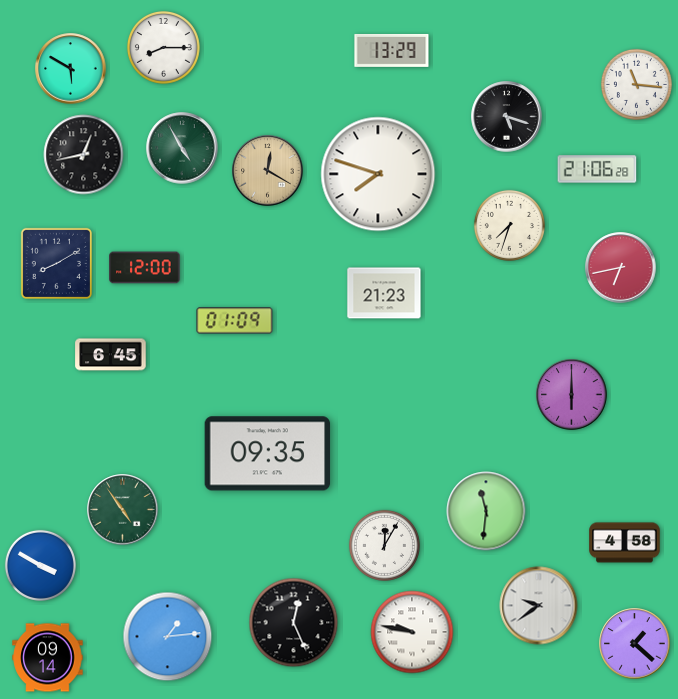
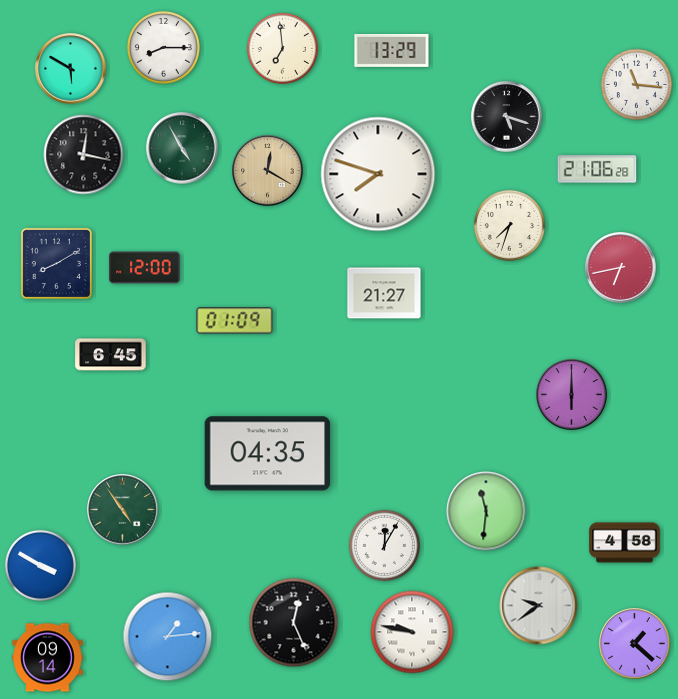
clock at (282, 48): none -> 6:59
clock at (84, 155): 12:43 -> 12:17
clock at (384, 293): 21:23 -> 21:27
clock at (268, 454): 09:35 -> 04:35
